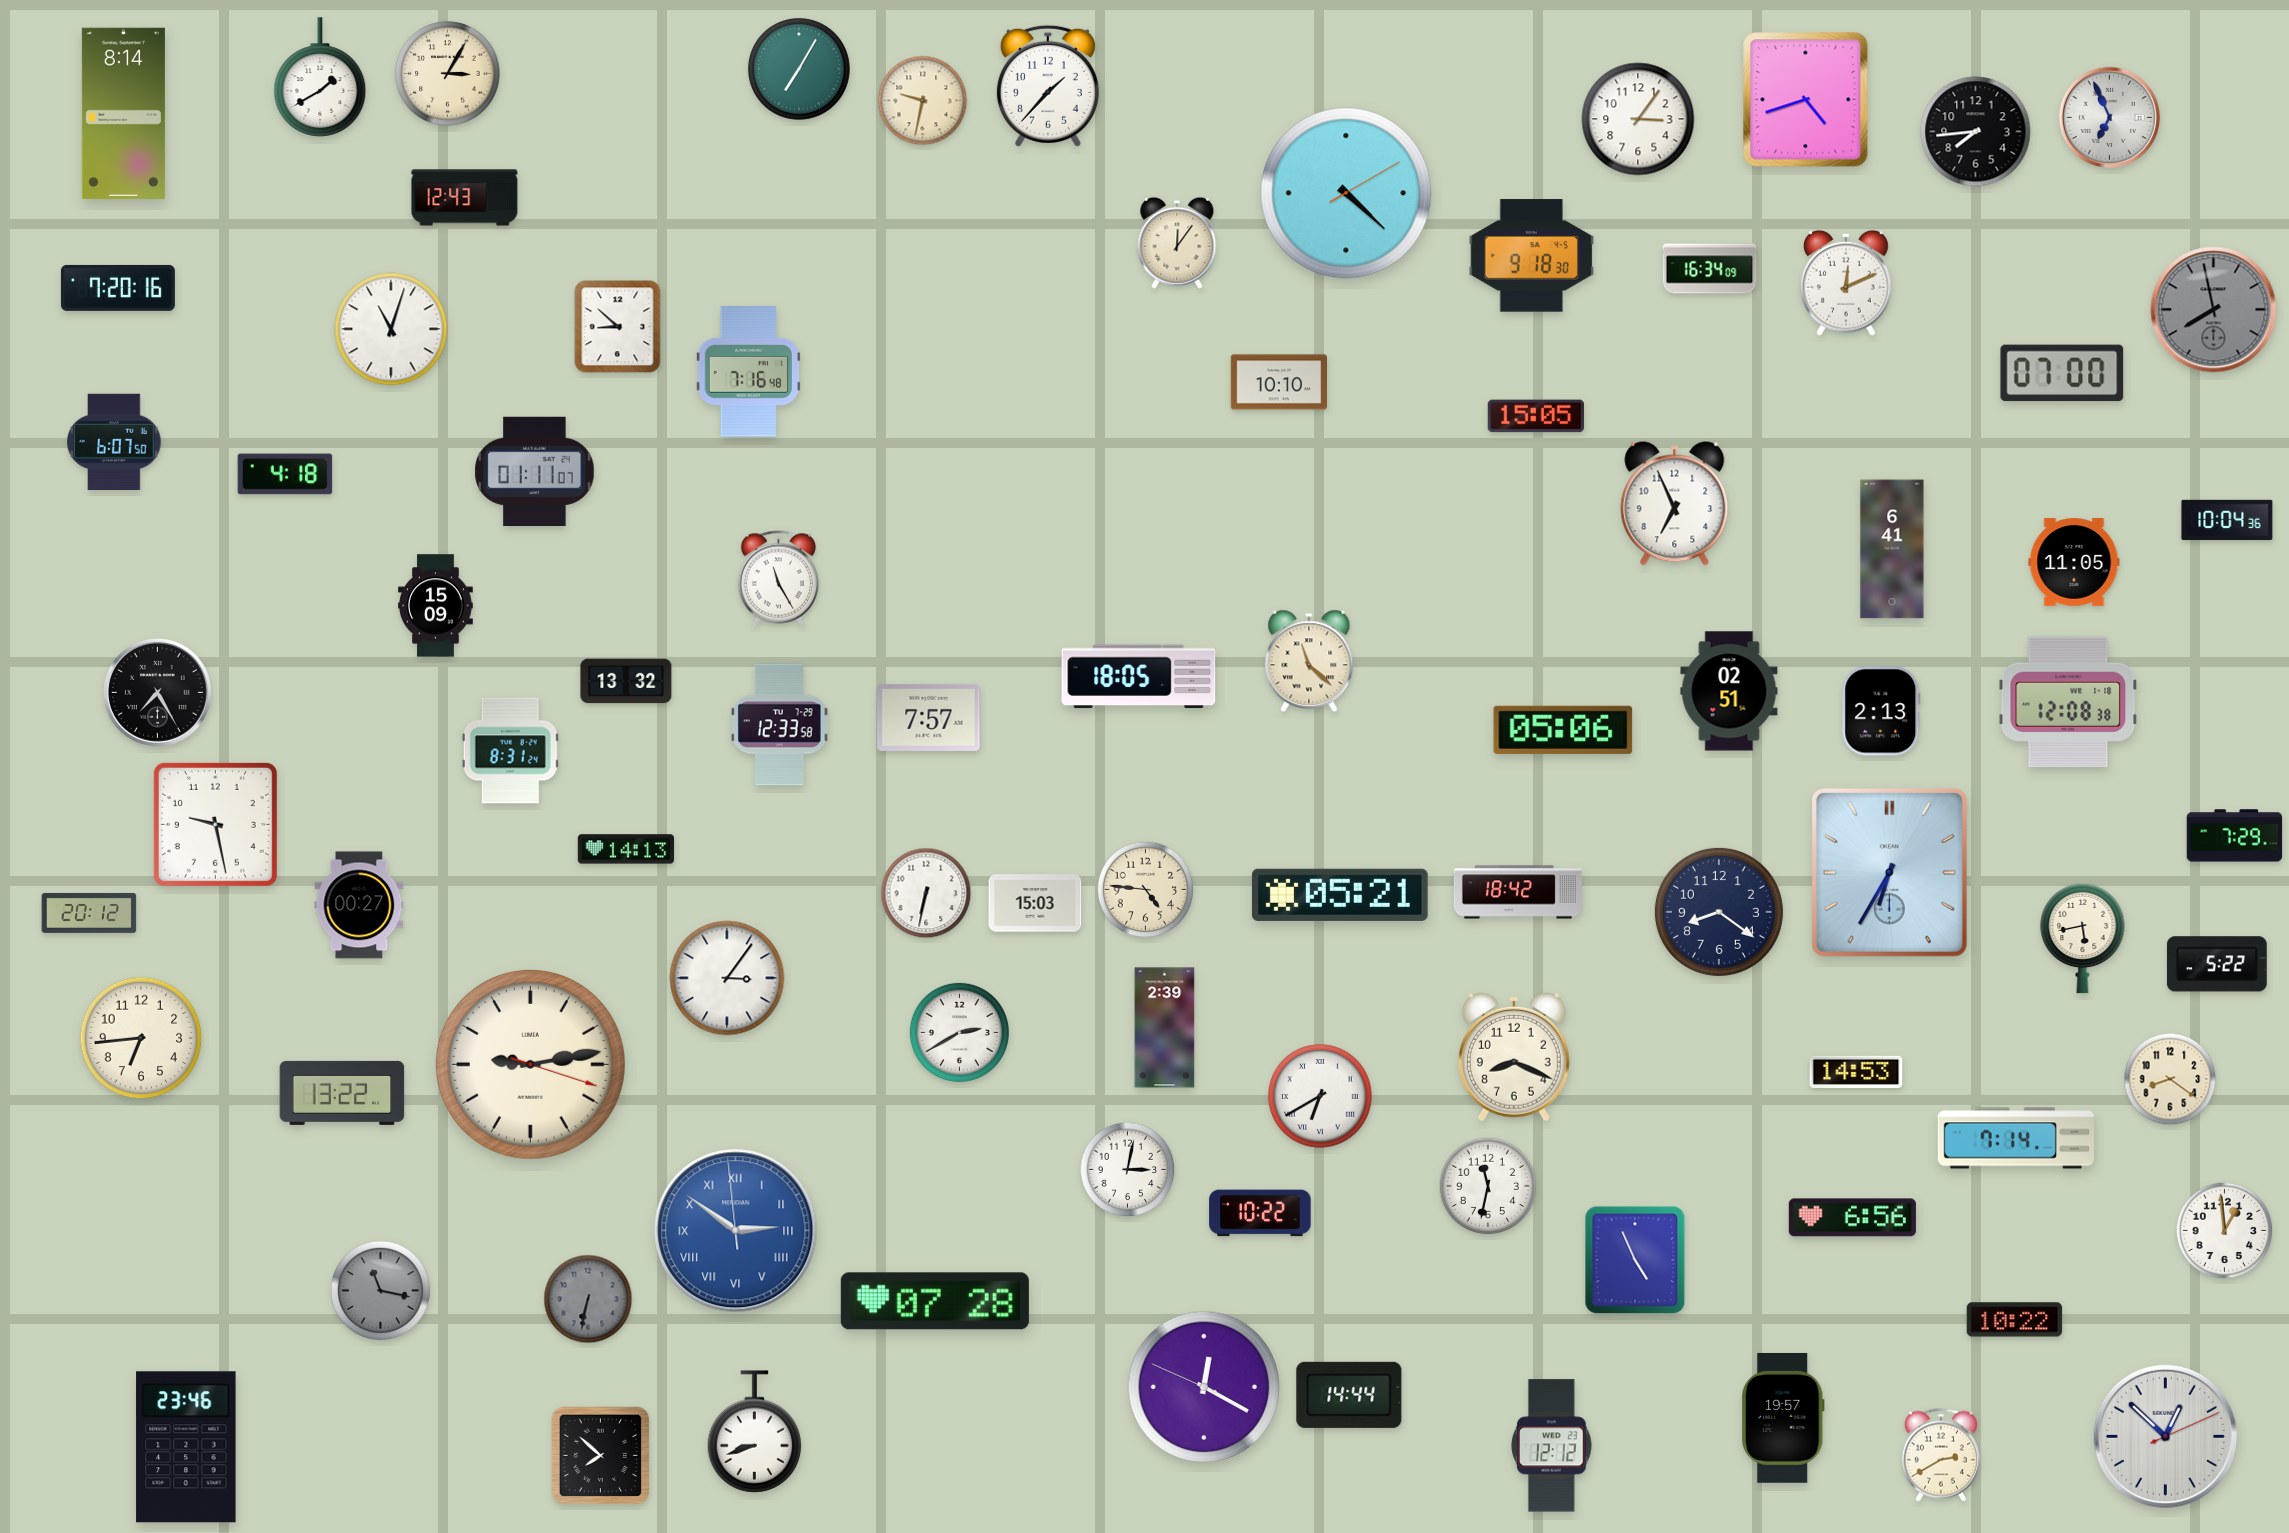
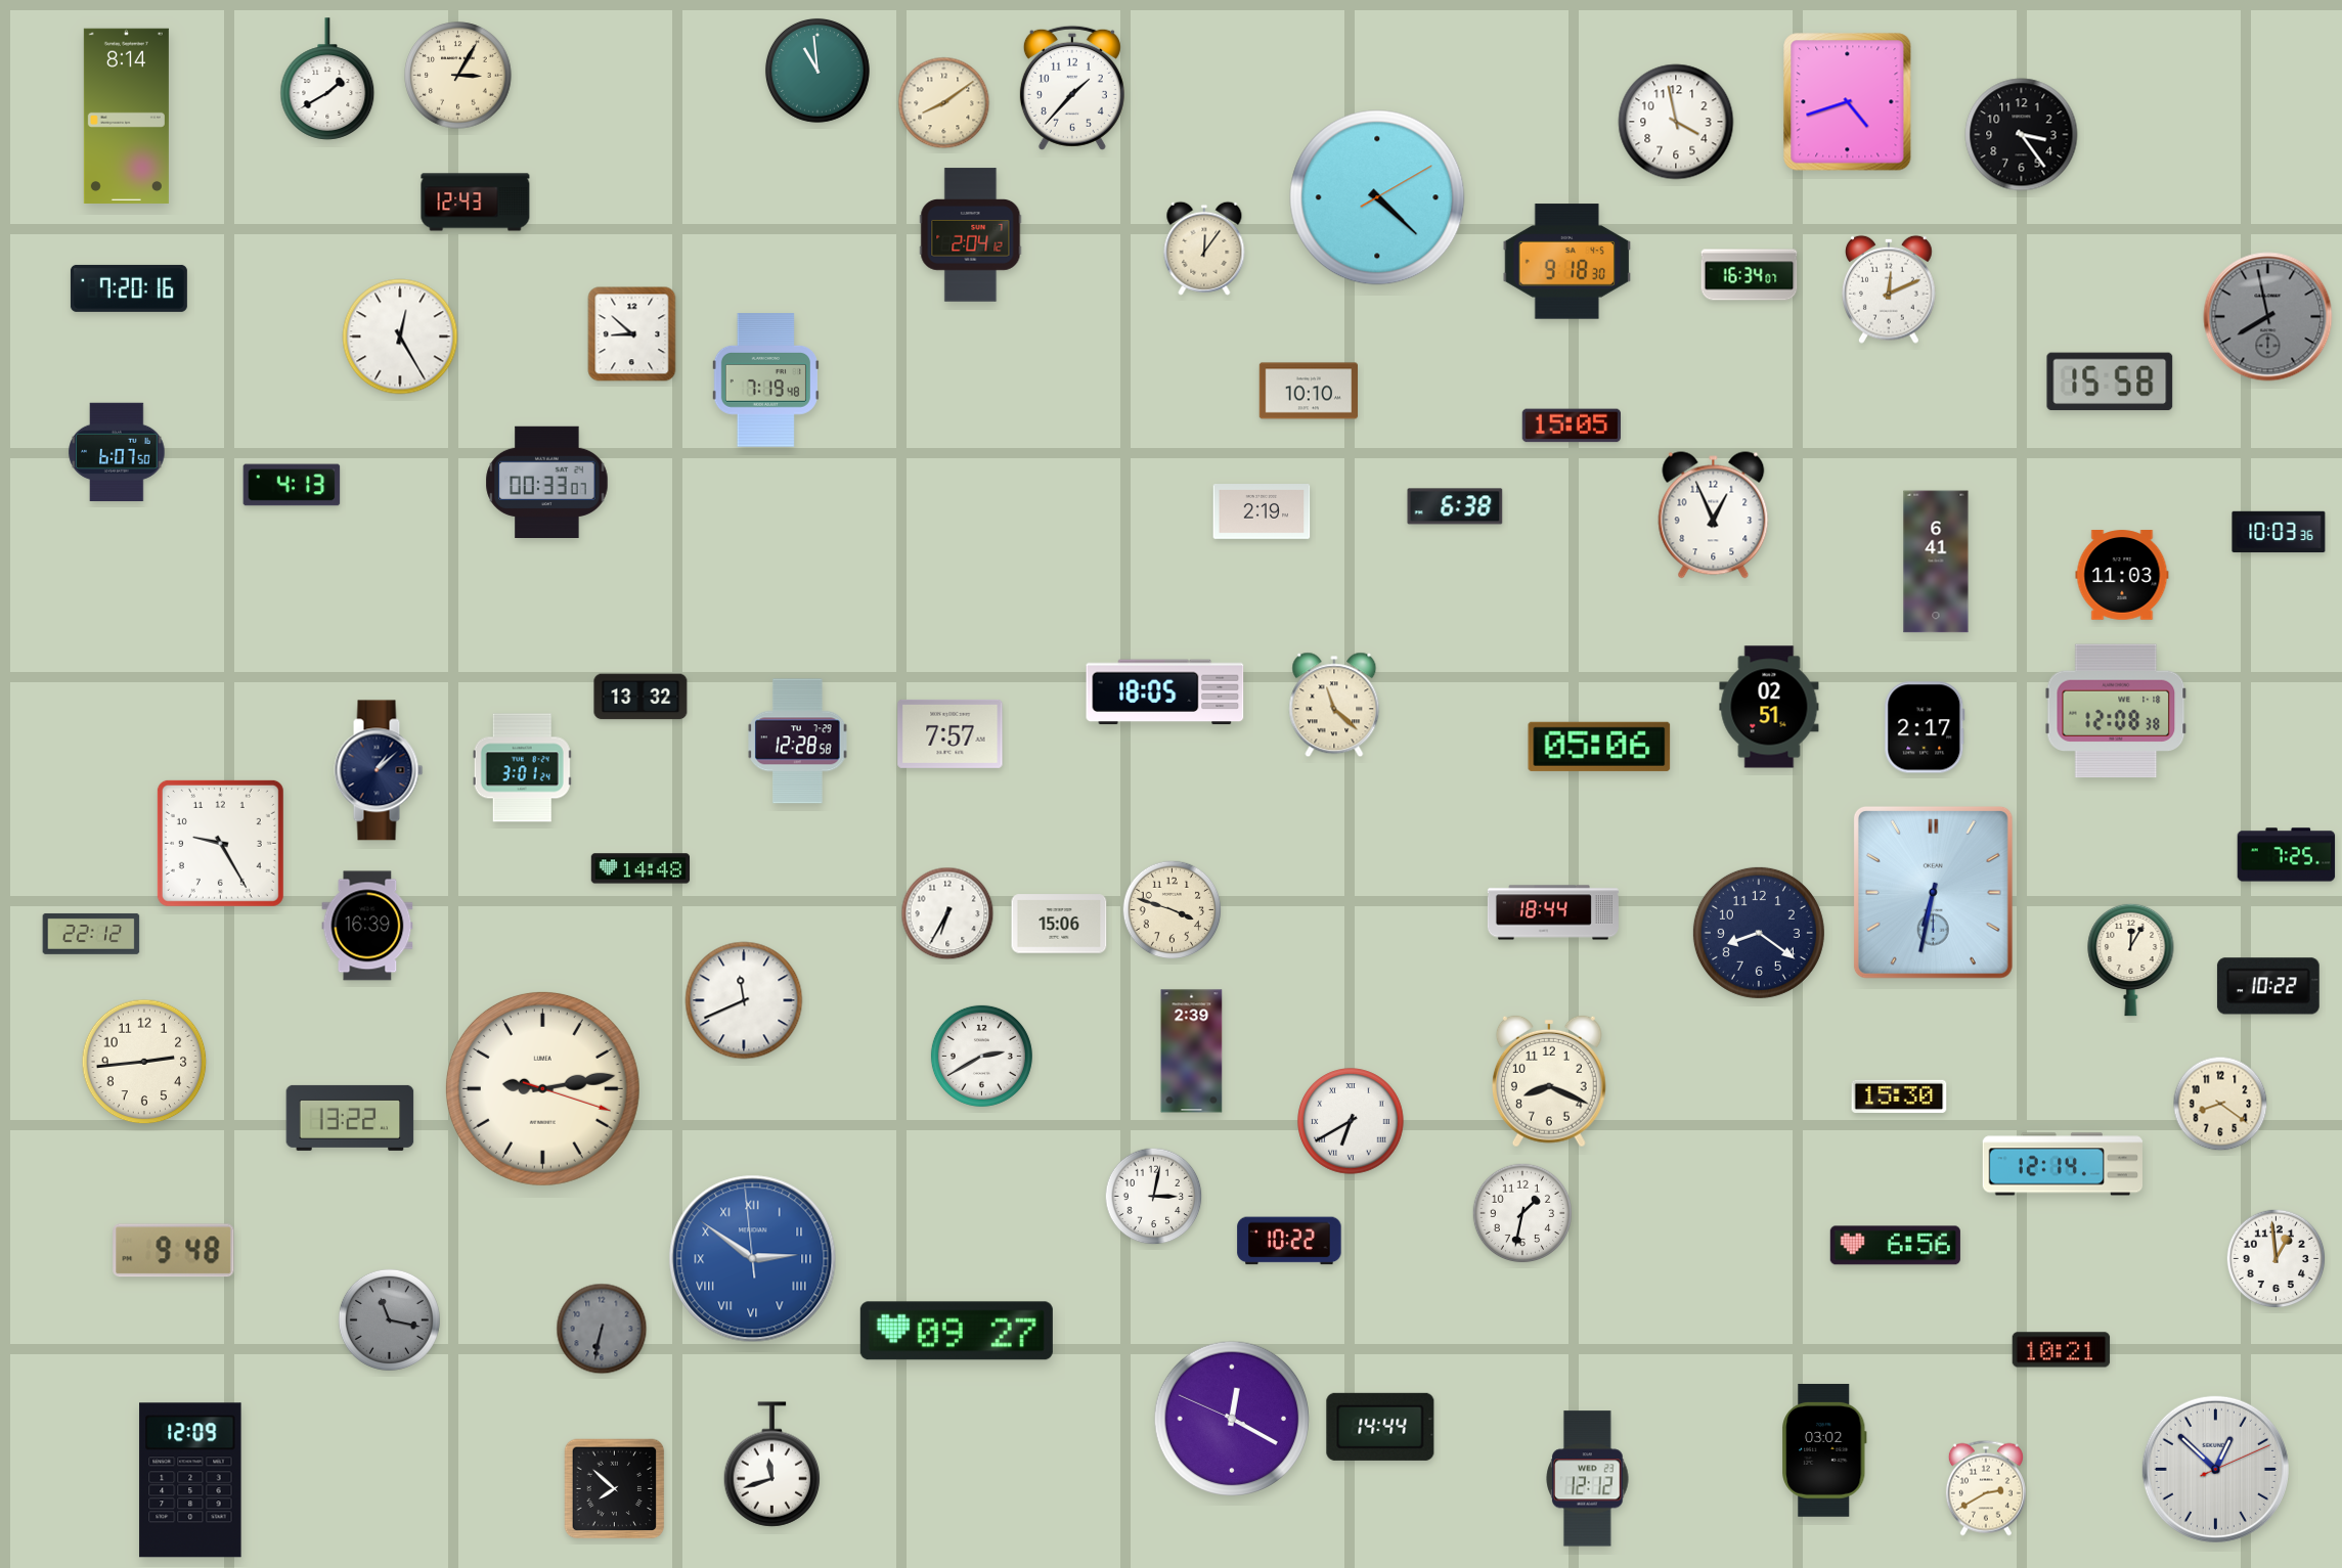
clock at (799, 69): 7:05 -> 10:59
clock at (923, 101): 9:32 -> 8:09
clock at (2109, 117): 6:56 -> none
clock at (1638, 119): 3:06 -> 3:58
clock at (1976, 132): 7:44 -> 3:24
clock at (971, 235): none -> 2:04
clock at (1710, 269): 16:34:09 -> 16:34:07
clock at (118, 288) position: (118, 288) -> (129, 288)
clock at (2214, 310) position: (2214, 310) -> (2268, 317)
clock at (391, 329): 11:03 -> 12:25
clock at (748, 372): 7:16 -> 7:19
clock at (2062, 373): 07:00 -> 15:58
clock at (535, 471): 01:11 -> 00:33
clock at (285, 474): 4:18 -> 4:13
clock at (1455, 506): none -> 6:38
clock at (1262, 512): none -> 2:19
clock at (1675, 504): 6:56 -> 12:56
clock at (2227, 520): 10:04 -> 10:03
clock at (2074, 562): 11:05 -> 11:03
clock at (779, 579): 11:25 -> none
clock at (436, 606): 15:09 -> none
clock at (1309, 661) position: (1309, 661) -> (1334, 705)
clock at (157, 692): 7:25 -> none
clock at (2068, 702) position: (2068, 702) -> (2116, 711)
clock at (1881, 711): 2:13 -> 2:17
clock at (780, 725): 12:33 -> 12:28
clock at (510, 751): 8:31 -> 3:01
clock at (379, 770): none -> 1:08
clock at (215, 824): 9:28 -> 9:25
clock at (2235, 836): 7:29 -> 7:25
clock at (626, 849): 14:13 -> 14:48
clock at (1889, 872): 6:35 -> 6:32
clock at (1146, 890): 4:46 -> 3:48
clock at (1518, 892): 18:42 -> 18:44
clock at (926, 893): 6:32 -> 6:35
clock at (1340, 895): 05:21 -> none
clock at (1035, 903): 15:03 -> 15:06
clock at (359, 905): 00:27 -> 16:39
clock at (89, 913): 20:12 -> 22:12
clock at (2083, 938): 5:43 -> 12:05
clock at (2217, 964): 5:22 -> 10:22
clock at (727, 978): 3:06 -> 11:41
clock at (141, 1038): 6:44 -> 2:44
clock at (1856, 1071): 14:53 -> 15:30
clock at (2015, 1138): 7:14 -> 12:14
clock at (1487, 1185): 11:32 -> 1:32
clock at (174, 1251): none -> 9:48
clock at (1635, 1260): 4:56 -> none
clock at (935, 1301): 07:28 -> 09:27
clock at (2015, 1320): 10:22 -> 10:21
clock at (1783, 1418): 19:57 -> 03:02
clock at (755, 1432): 8:42 -> 11:42
clock at (186, 1447): 23:46 -> 12:09
